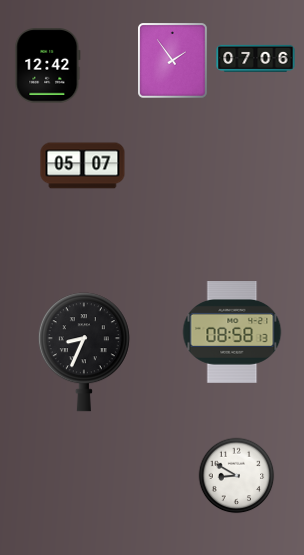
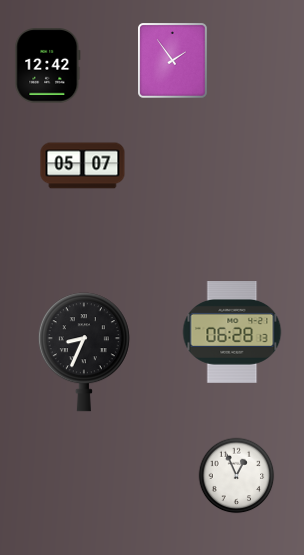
clock at (256, 58): 07:06 -> none
clock at (232, 333): 08:58 -> 06:28
clock at (237, 476): 8:50 -> 12:56
